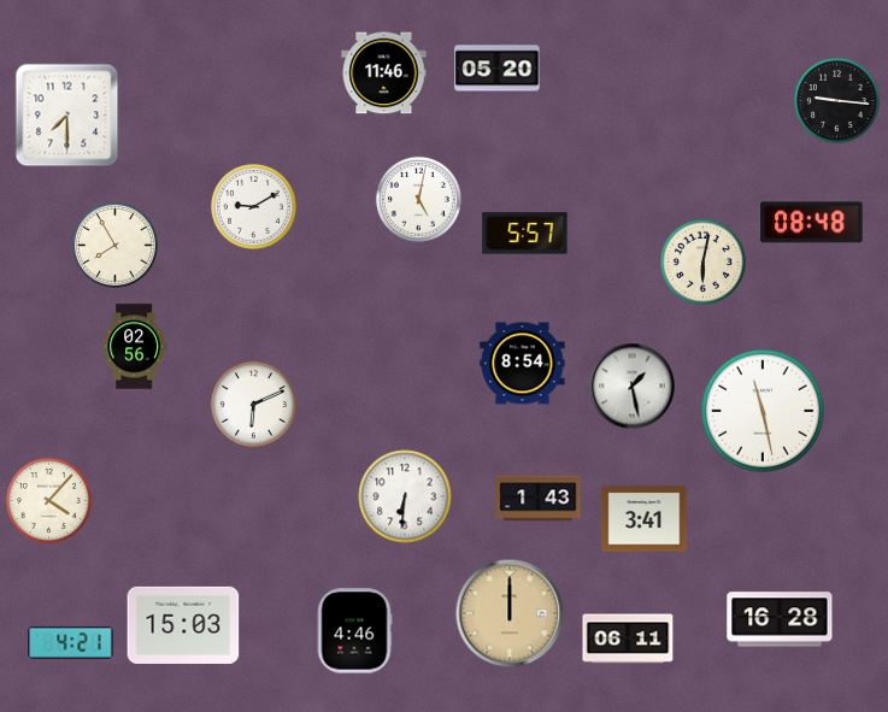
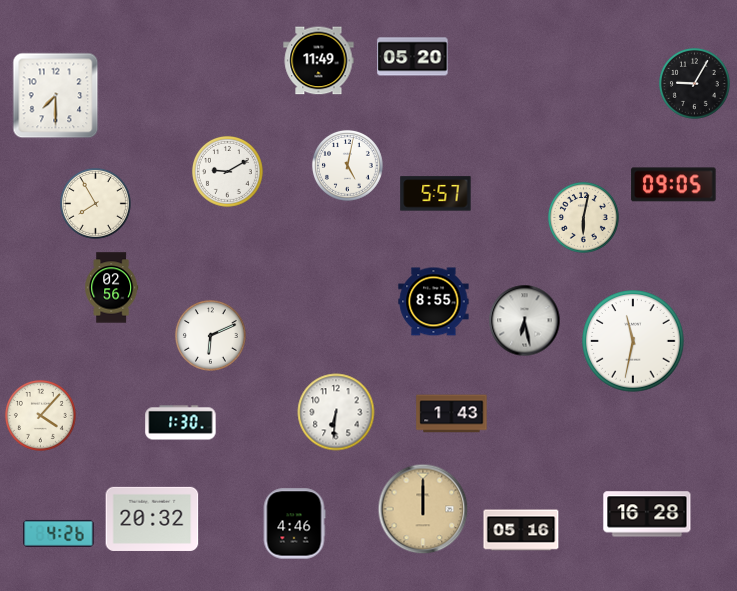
clock at (384, 73): 11:46 -> 11:49
clock at (836, 100): 9:16 -> 9:05
clock at (253, 206) position: (253, 206) -> (227, 171)
clock at (812, 223): 08:48 -> 09:05
clock at (523, 364): 8:54 -> 8:55
clock at (633, 387): 1:28 -> 6:28
clock at (763, 411): 11:28 -> 11:32
clock at (539, 499) position: (539, 499) -> (452, 414)
clock at (181, 423): none -> 1:30
clock at (645, 519): 3:41 -> none
clock at (183, 625): 15:03 -> 20:32
clock at (628, 639): 06:11 -> 05:16
clock at (71, 642): 4:21 -> 4:26
